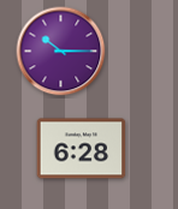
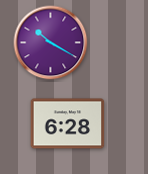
clock at (61, 52): 10:15 -> 10:20
